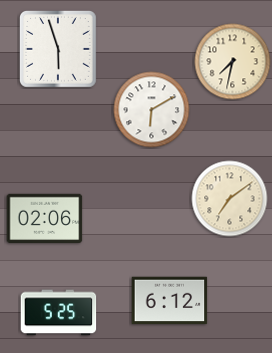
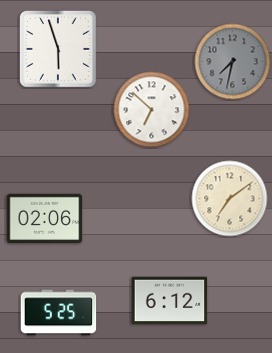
clock at (233, 62) dial: cream -> grey
clock at (152, 110): 6:10 -> 6:52
